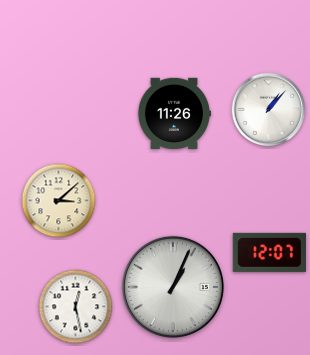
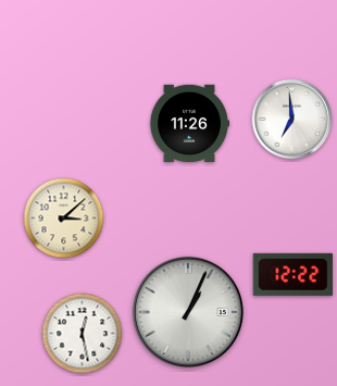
clock at (269, 110): 1:07 -> 6:59
clock at (269, 252): 12:07 -> 12:22
